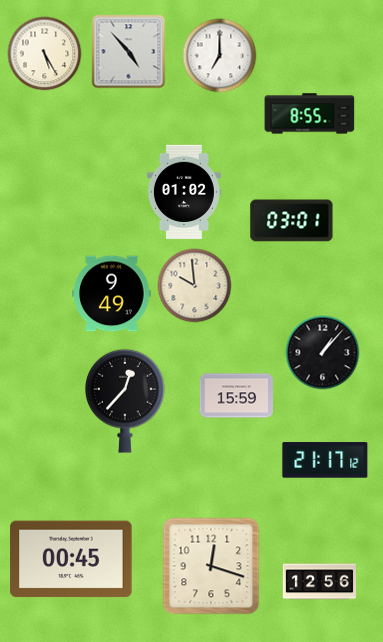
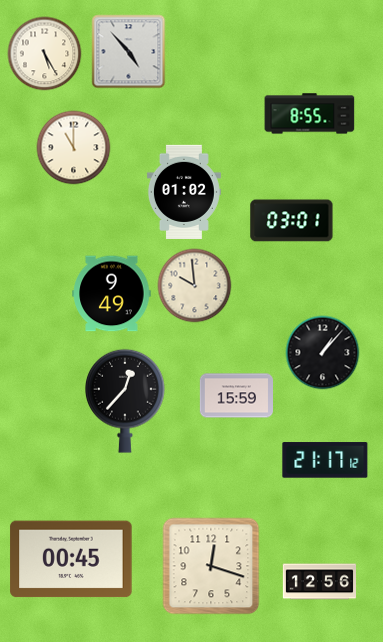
clock at (220, 56): 7:00 -> none
clock at (74, 148): none -> 11:00
